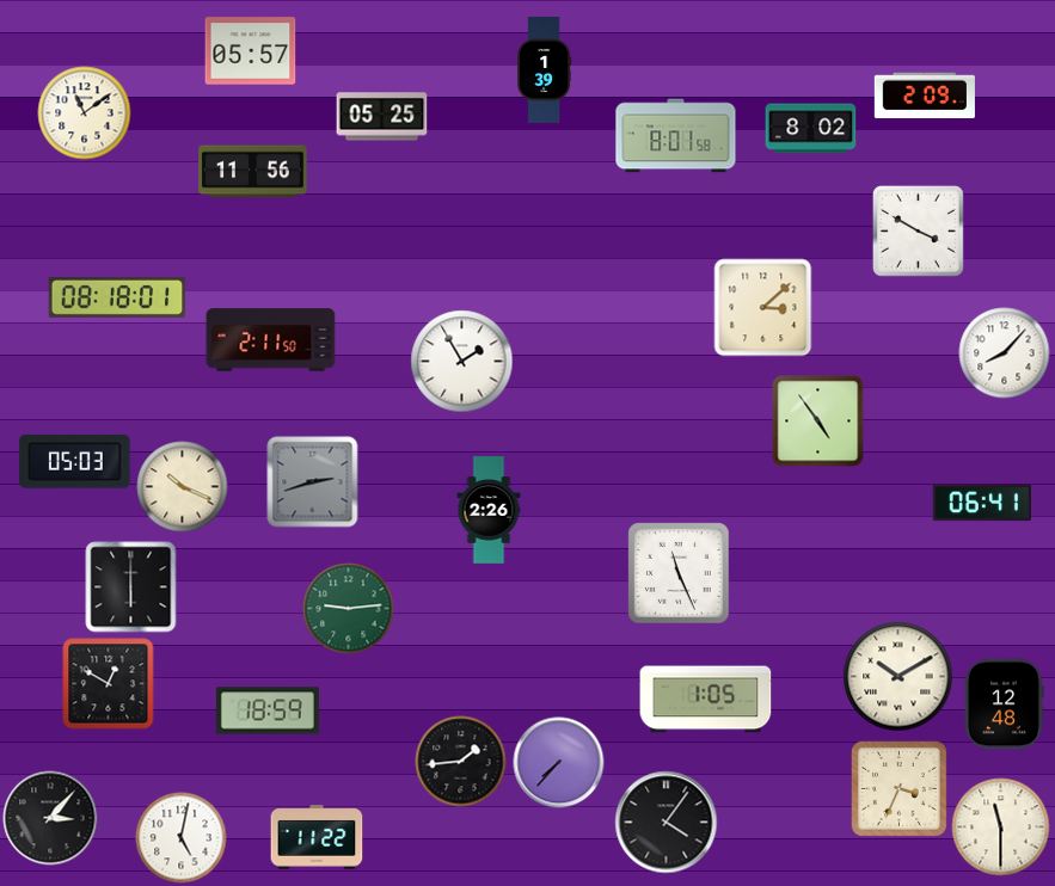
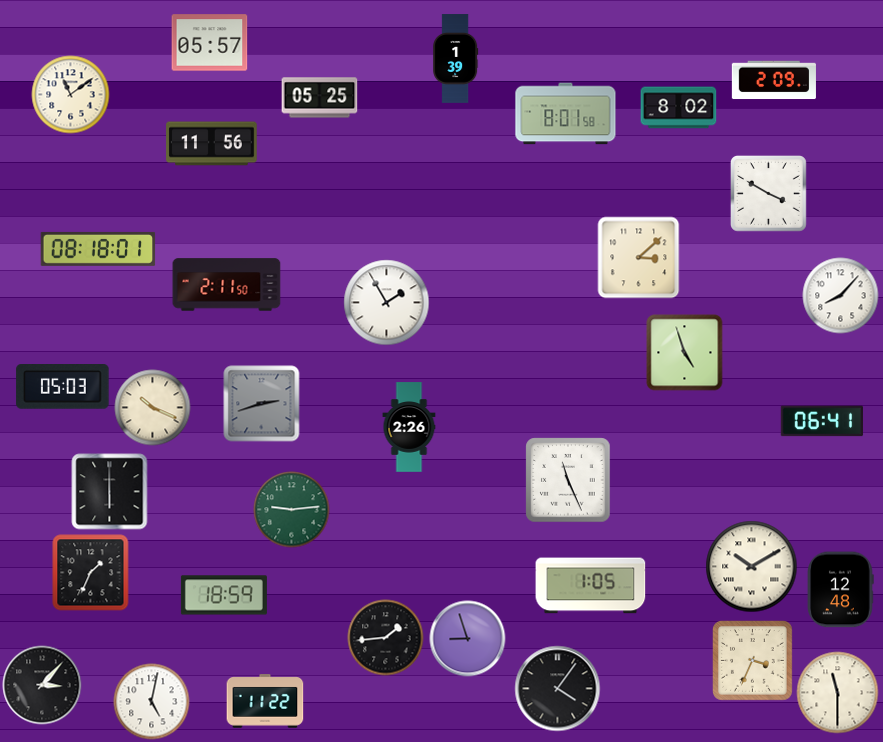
clock at (818, 422): 4:54 -> 4:57
clock at (109, 684): 12:50 -> 1:34
clock at (559, 763): 7:37 -> 8:57
